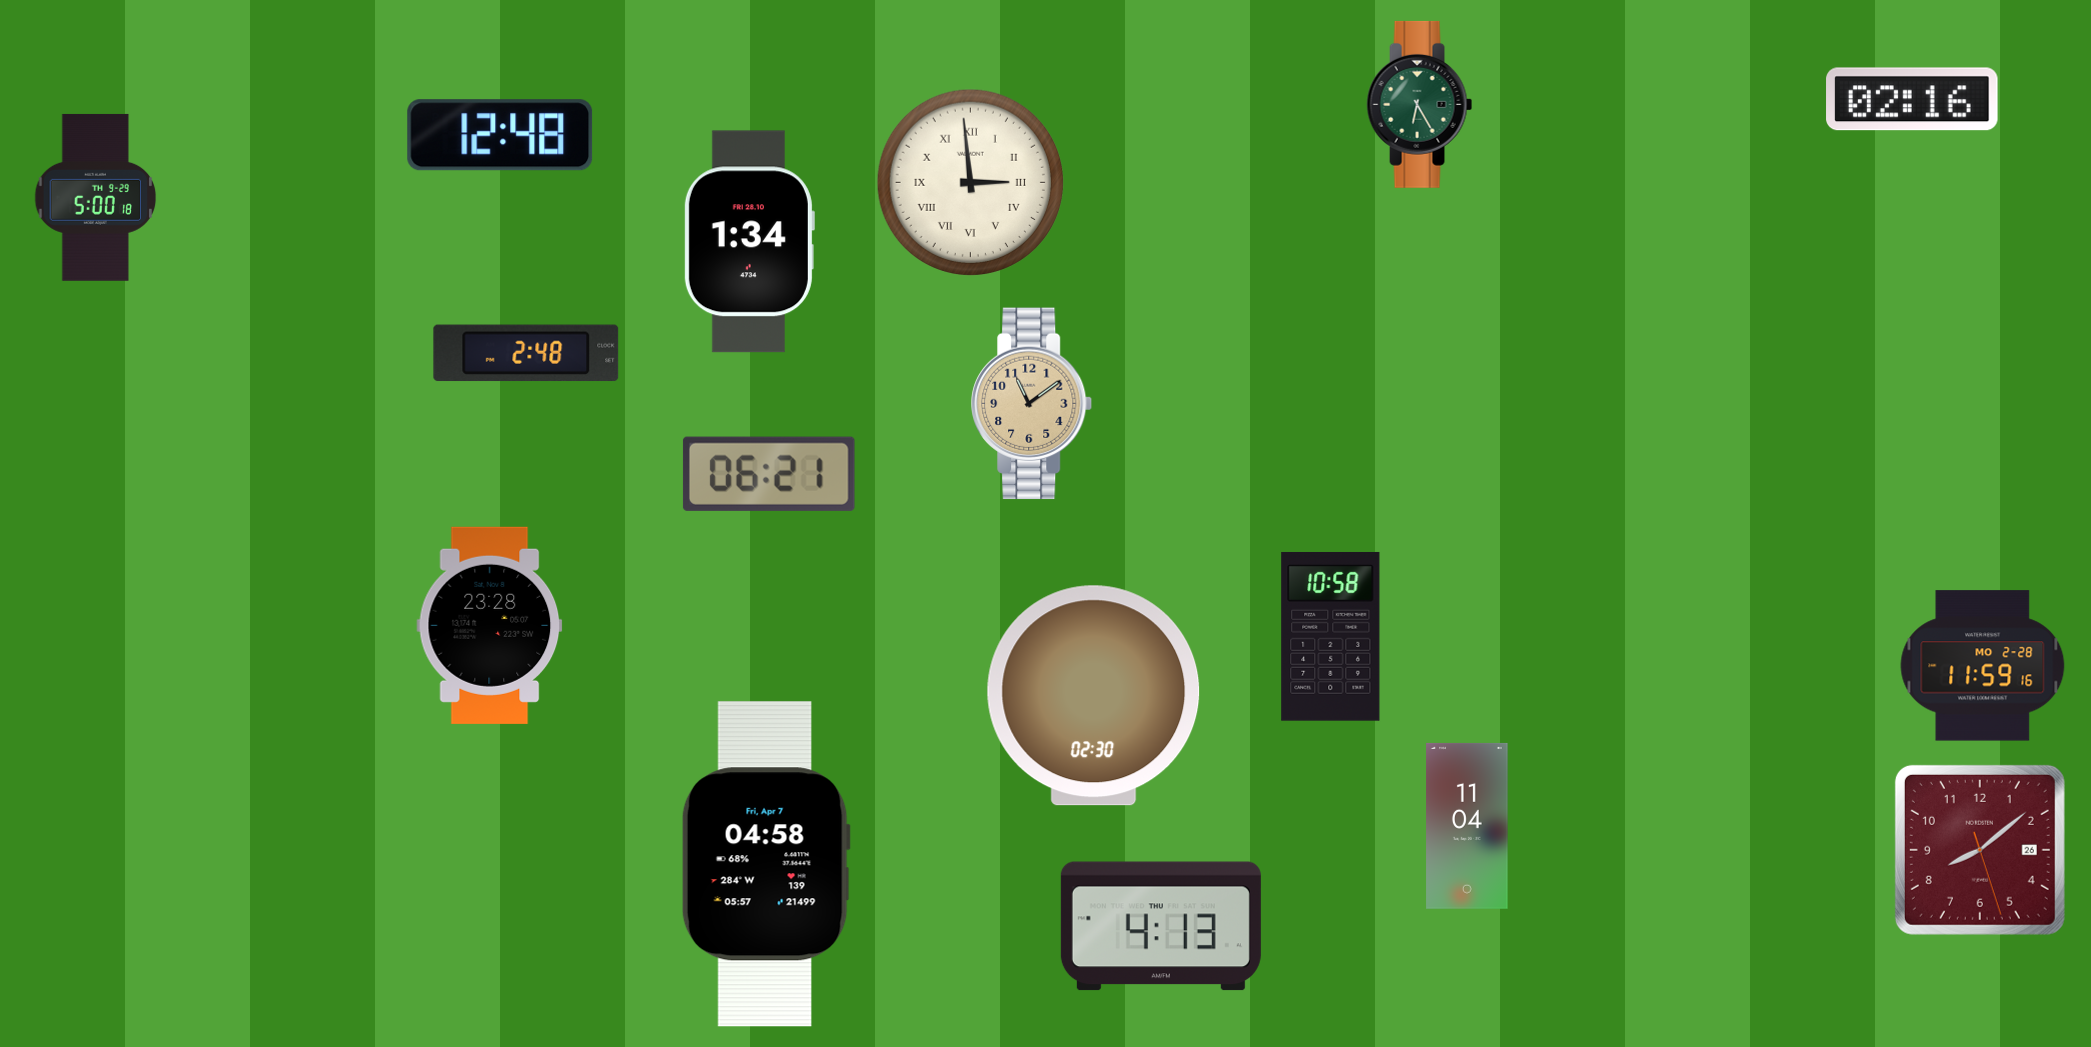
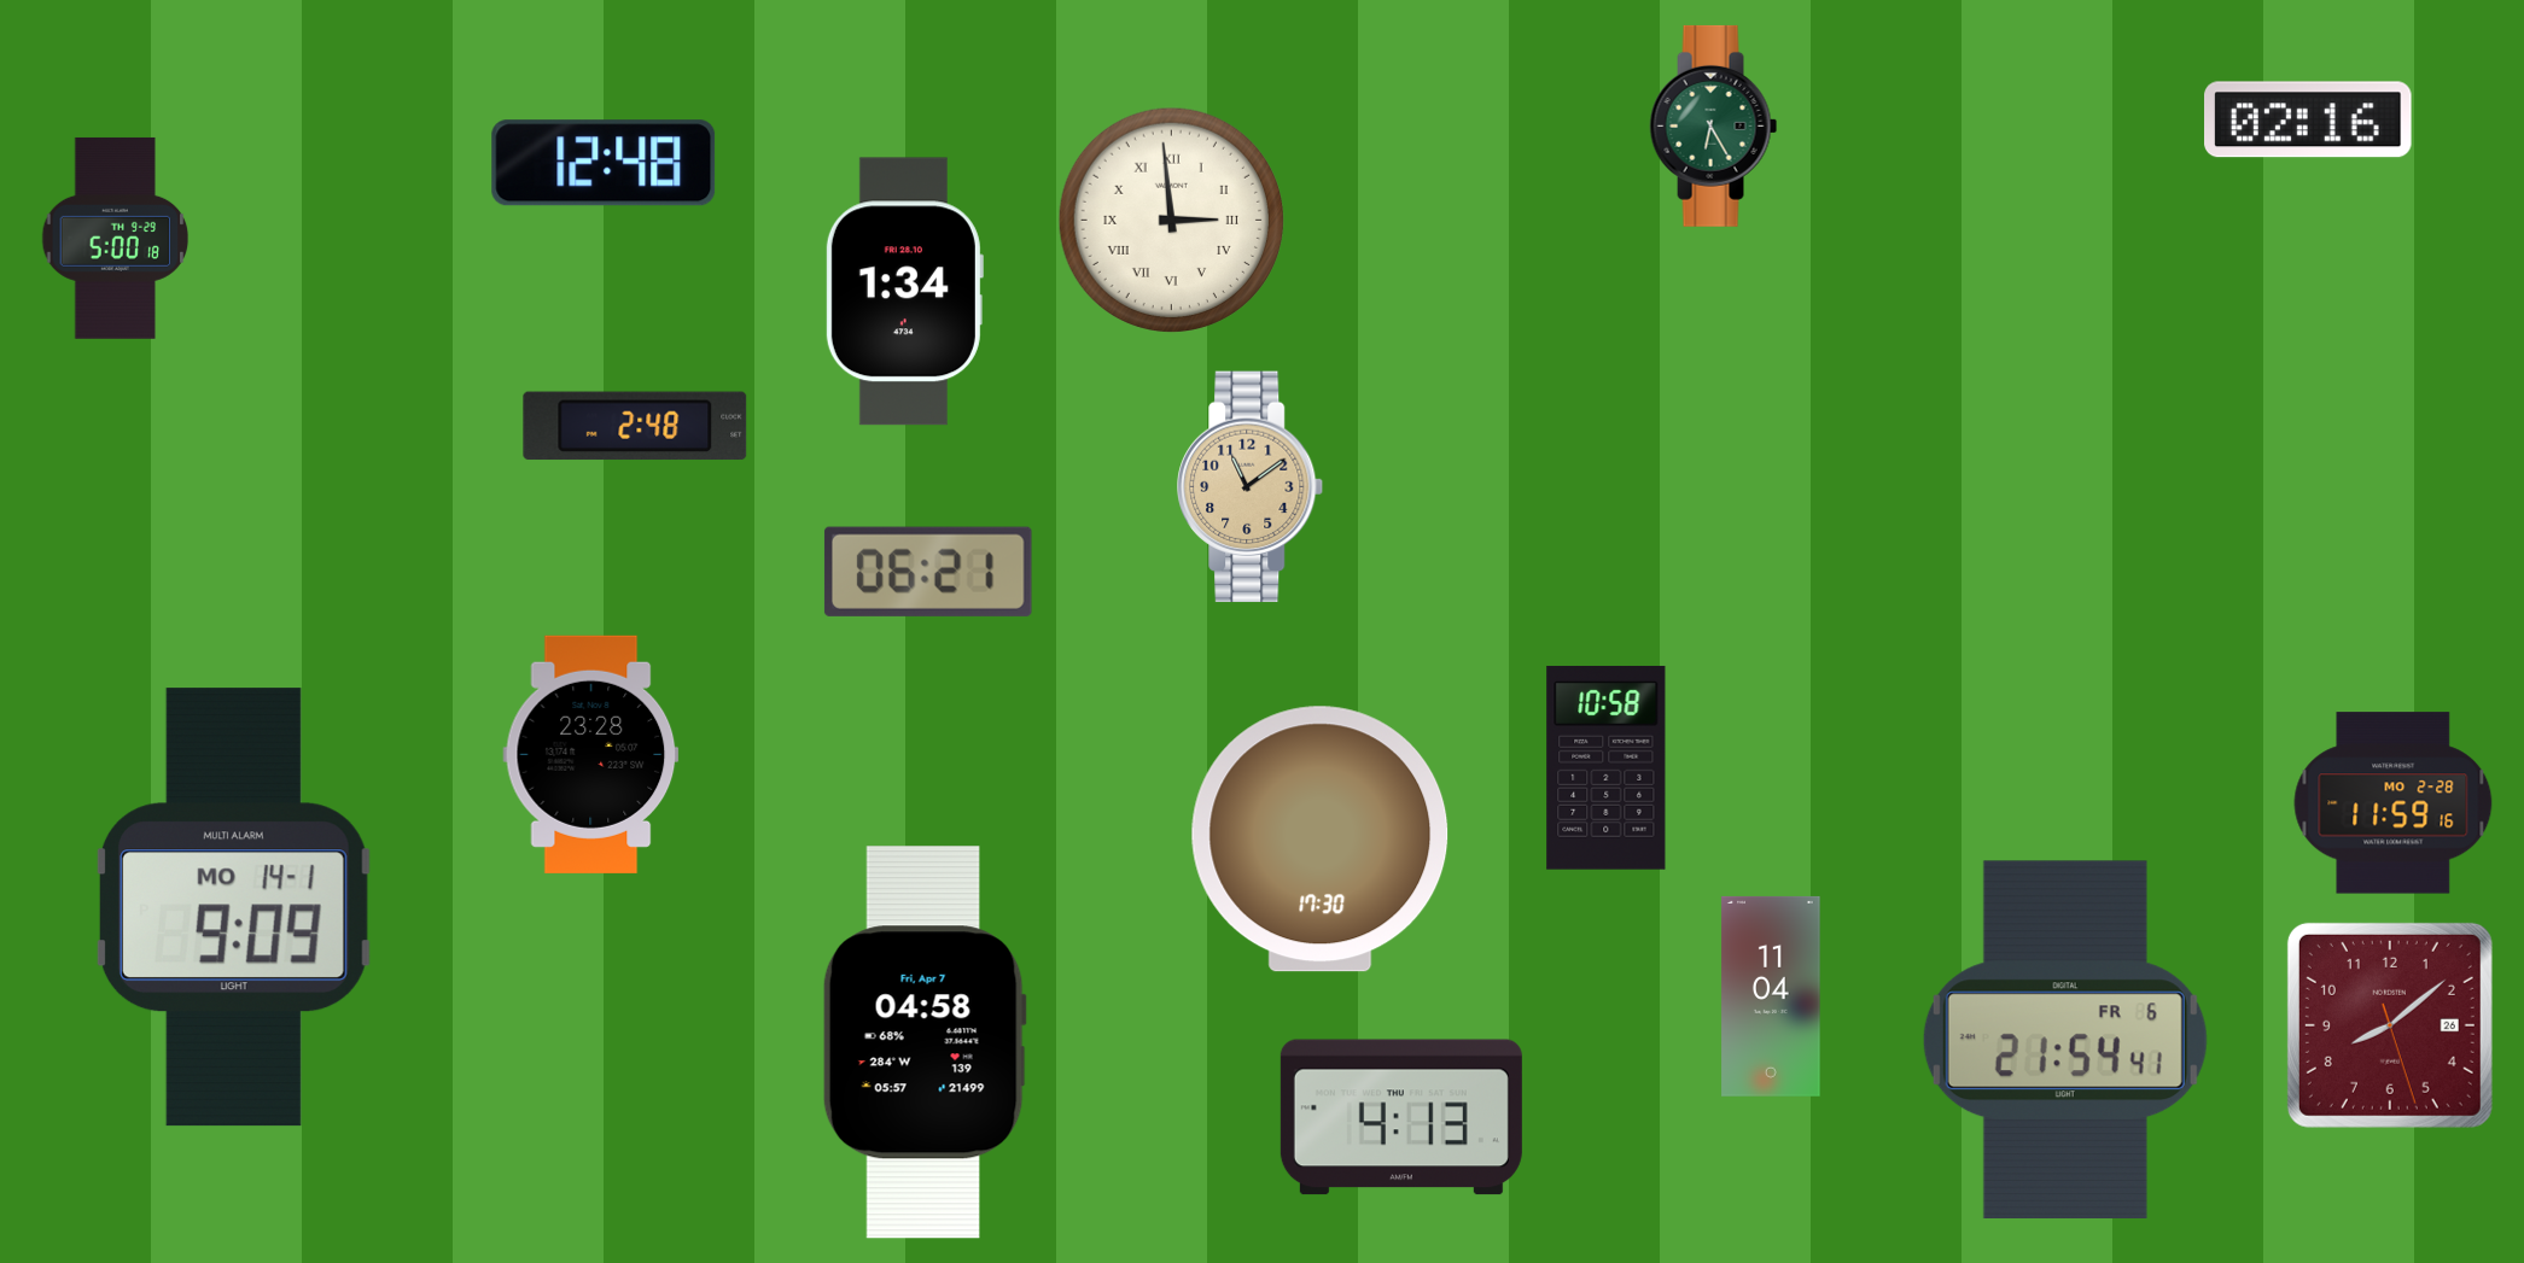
clock at (1032, 404) position: (1032, 404) -> (1251, 487)
clock at (1094, 696): 02:30 -> 17:30
clock at (234, 907): none -> 9:09
clock at (2065, 1039): none -> 21:54
